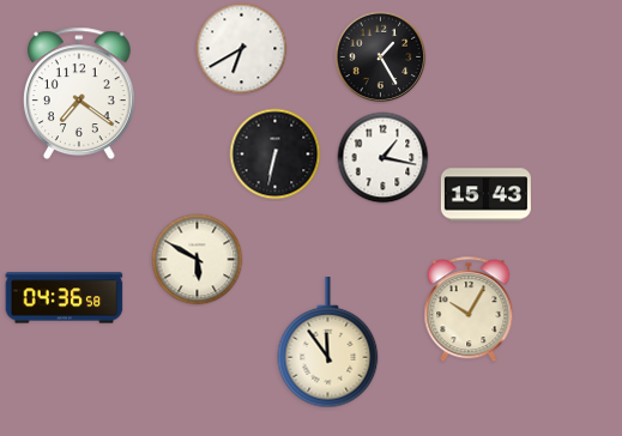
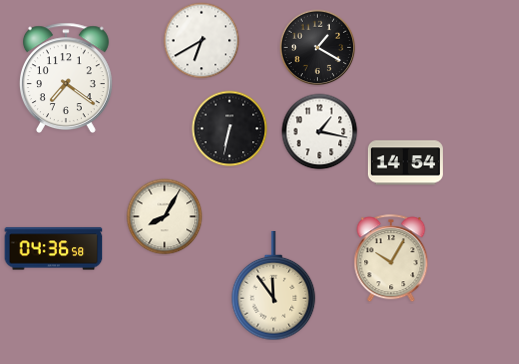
clock at (381, 57): 1:25 -> 1:20
clock at (485, 195): 15:43 -> 14:54
clock at (198, 260): 5:50 -> 8:05
